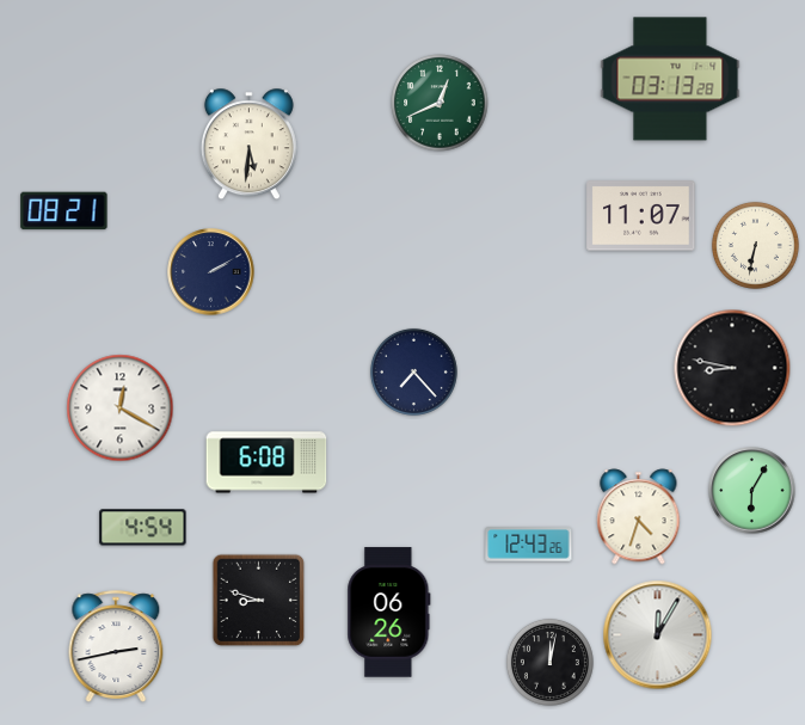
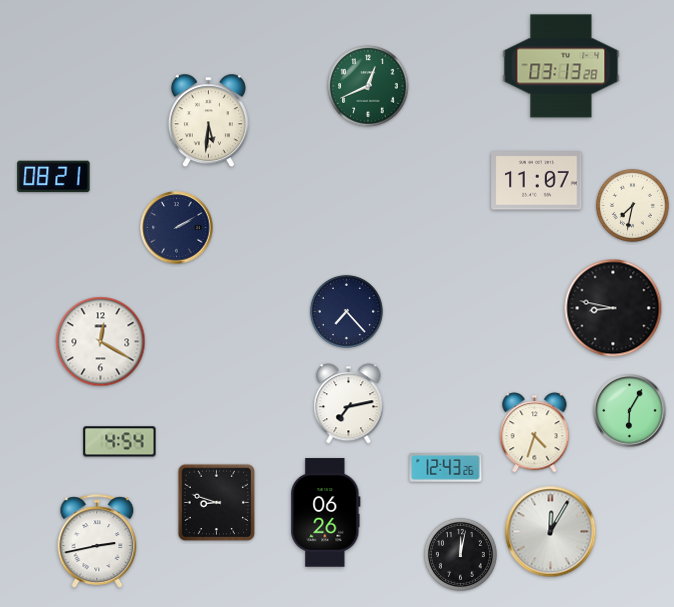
clock at (755, 245): 6:32 -> 7:32
clock at (266, 462): 6:08 -> none
clock at (349, 404): none -> 7:13
clock at (529, 545) position: (529, 545) -> (446, 468)
